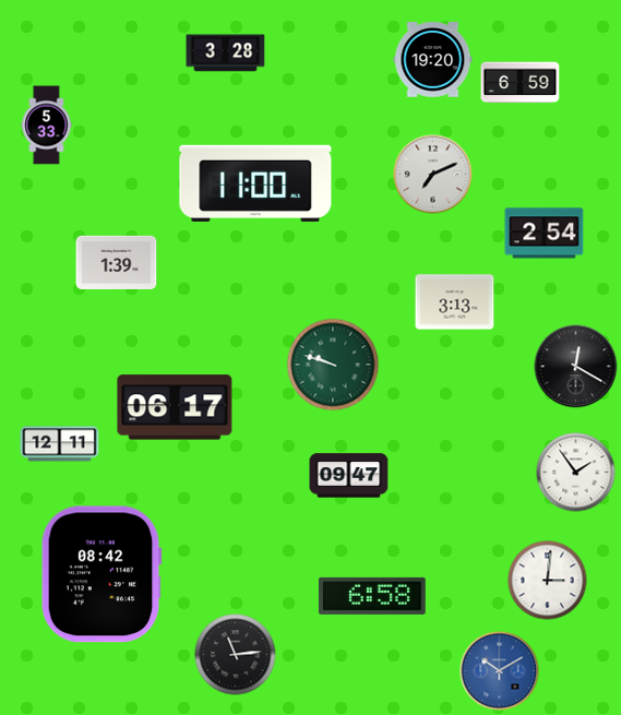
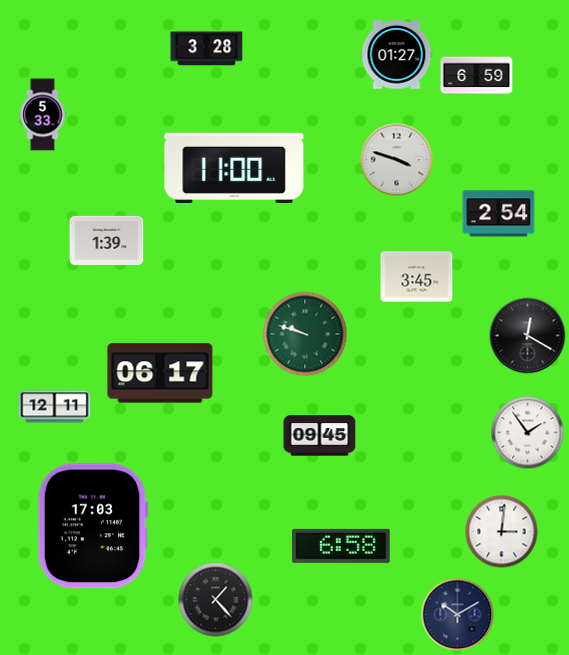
clock at (433, 60): 19:20 -> 01:27
clock at (433, 175): 7:11 -> 3:48
clock at (455, 302): 3:13 -> 3:45
clock at (349, 476): 09:47 -> 09:45
clock at (101, 574): 08:42 -> 17:03
clock at (236, 655): 11:14 -> 1:23
clock at (500, 671) dial: blue -> navy
